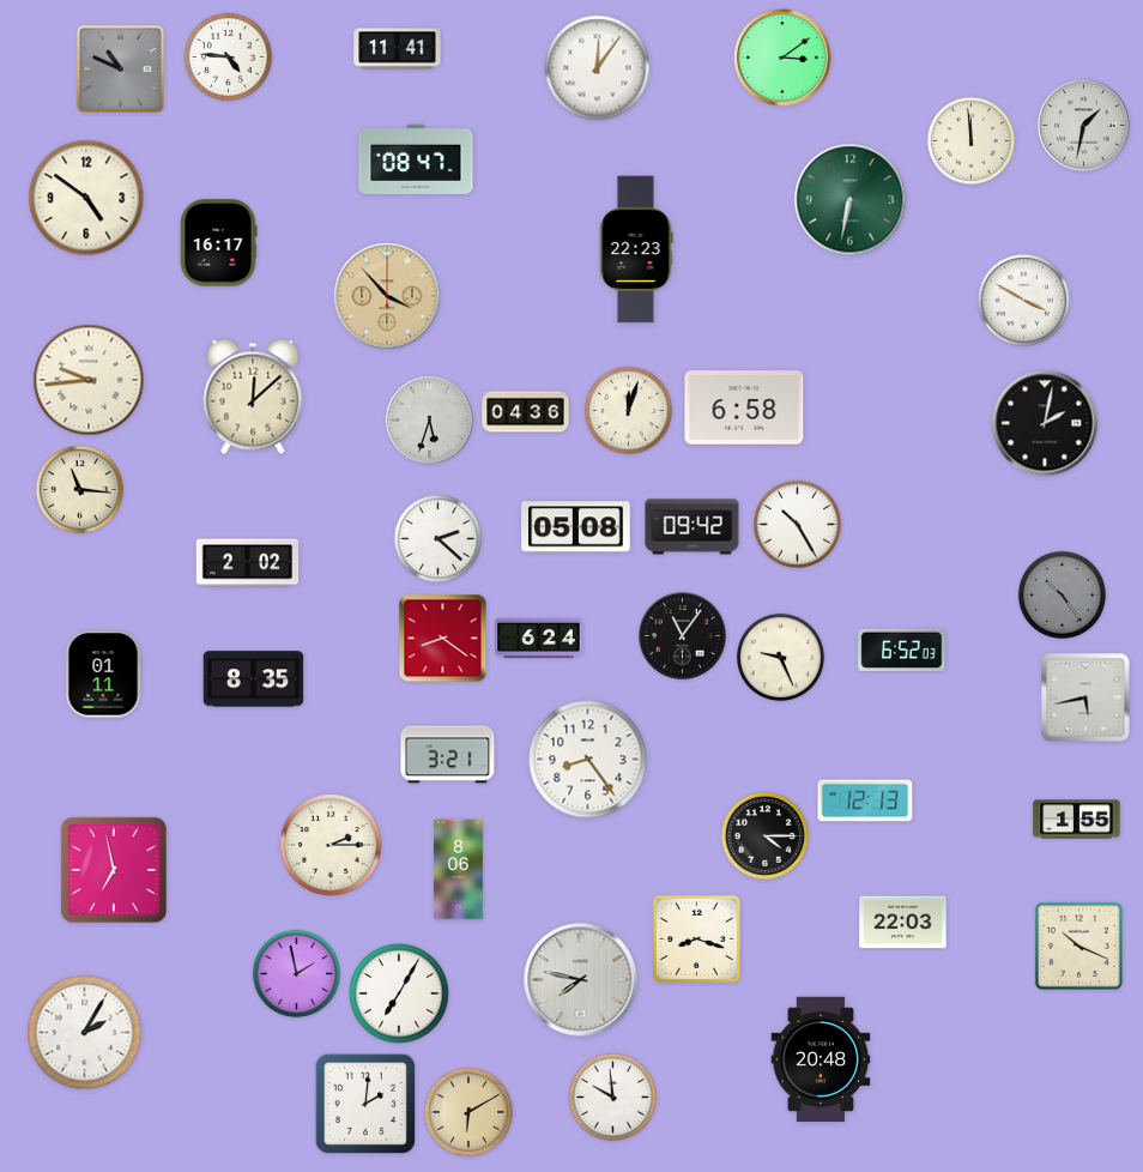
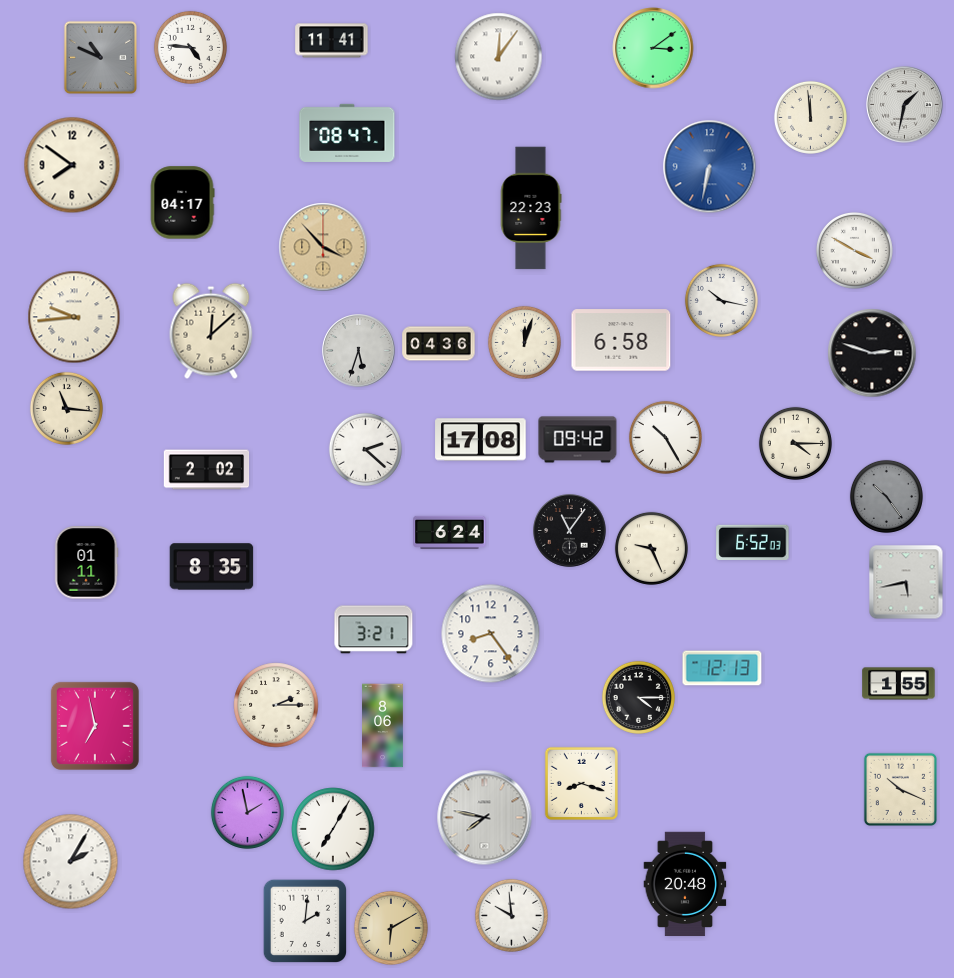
clock at (86, 198): 4:51 -> 7:51
clock at (851, 200) dial: green -> blue
clock at (218, 243): 16:17 -> 04:17
clock at (721, 300): none -> 10:17
clock at (1045, 423): 2:02 -> 2:48
clock at (576, 527): 05:08 -> 17:08
clock at (795, 443): none -> 4:15
clock at (443, 639): 8:21 -> none
clock at (903, 923): 22:03 -> none
